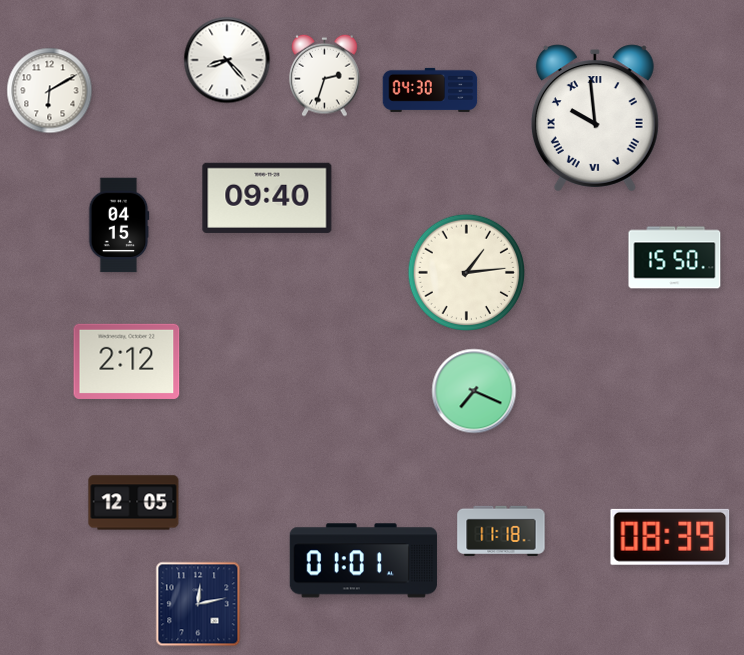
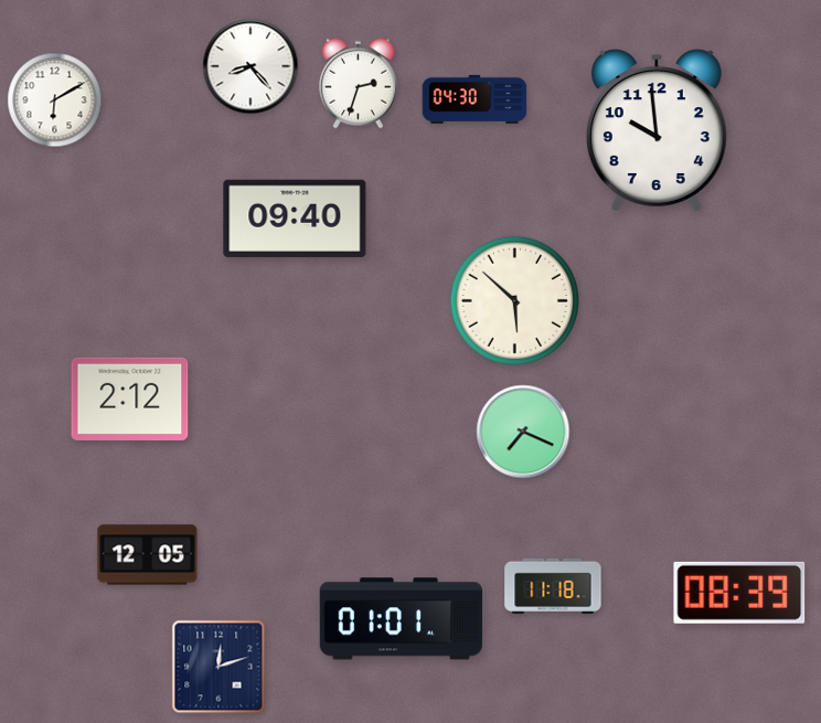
clock at (595, 118) numerals: Roman -> Arabic
clock at (119, 225): 04:15 -> none
clock at (675, 258): 15:50 -> none
clock at (466, 272): 1:14 -> 5:52
clock at (127, 361) position: (127, 361) -> (130, 398)
clock at (198, 604): 12:13 -> 12:12
